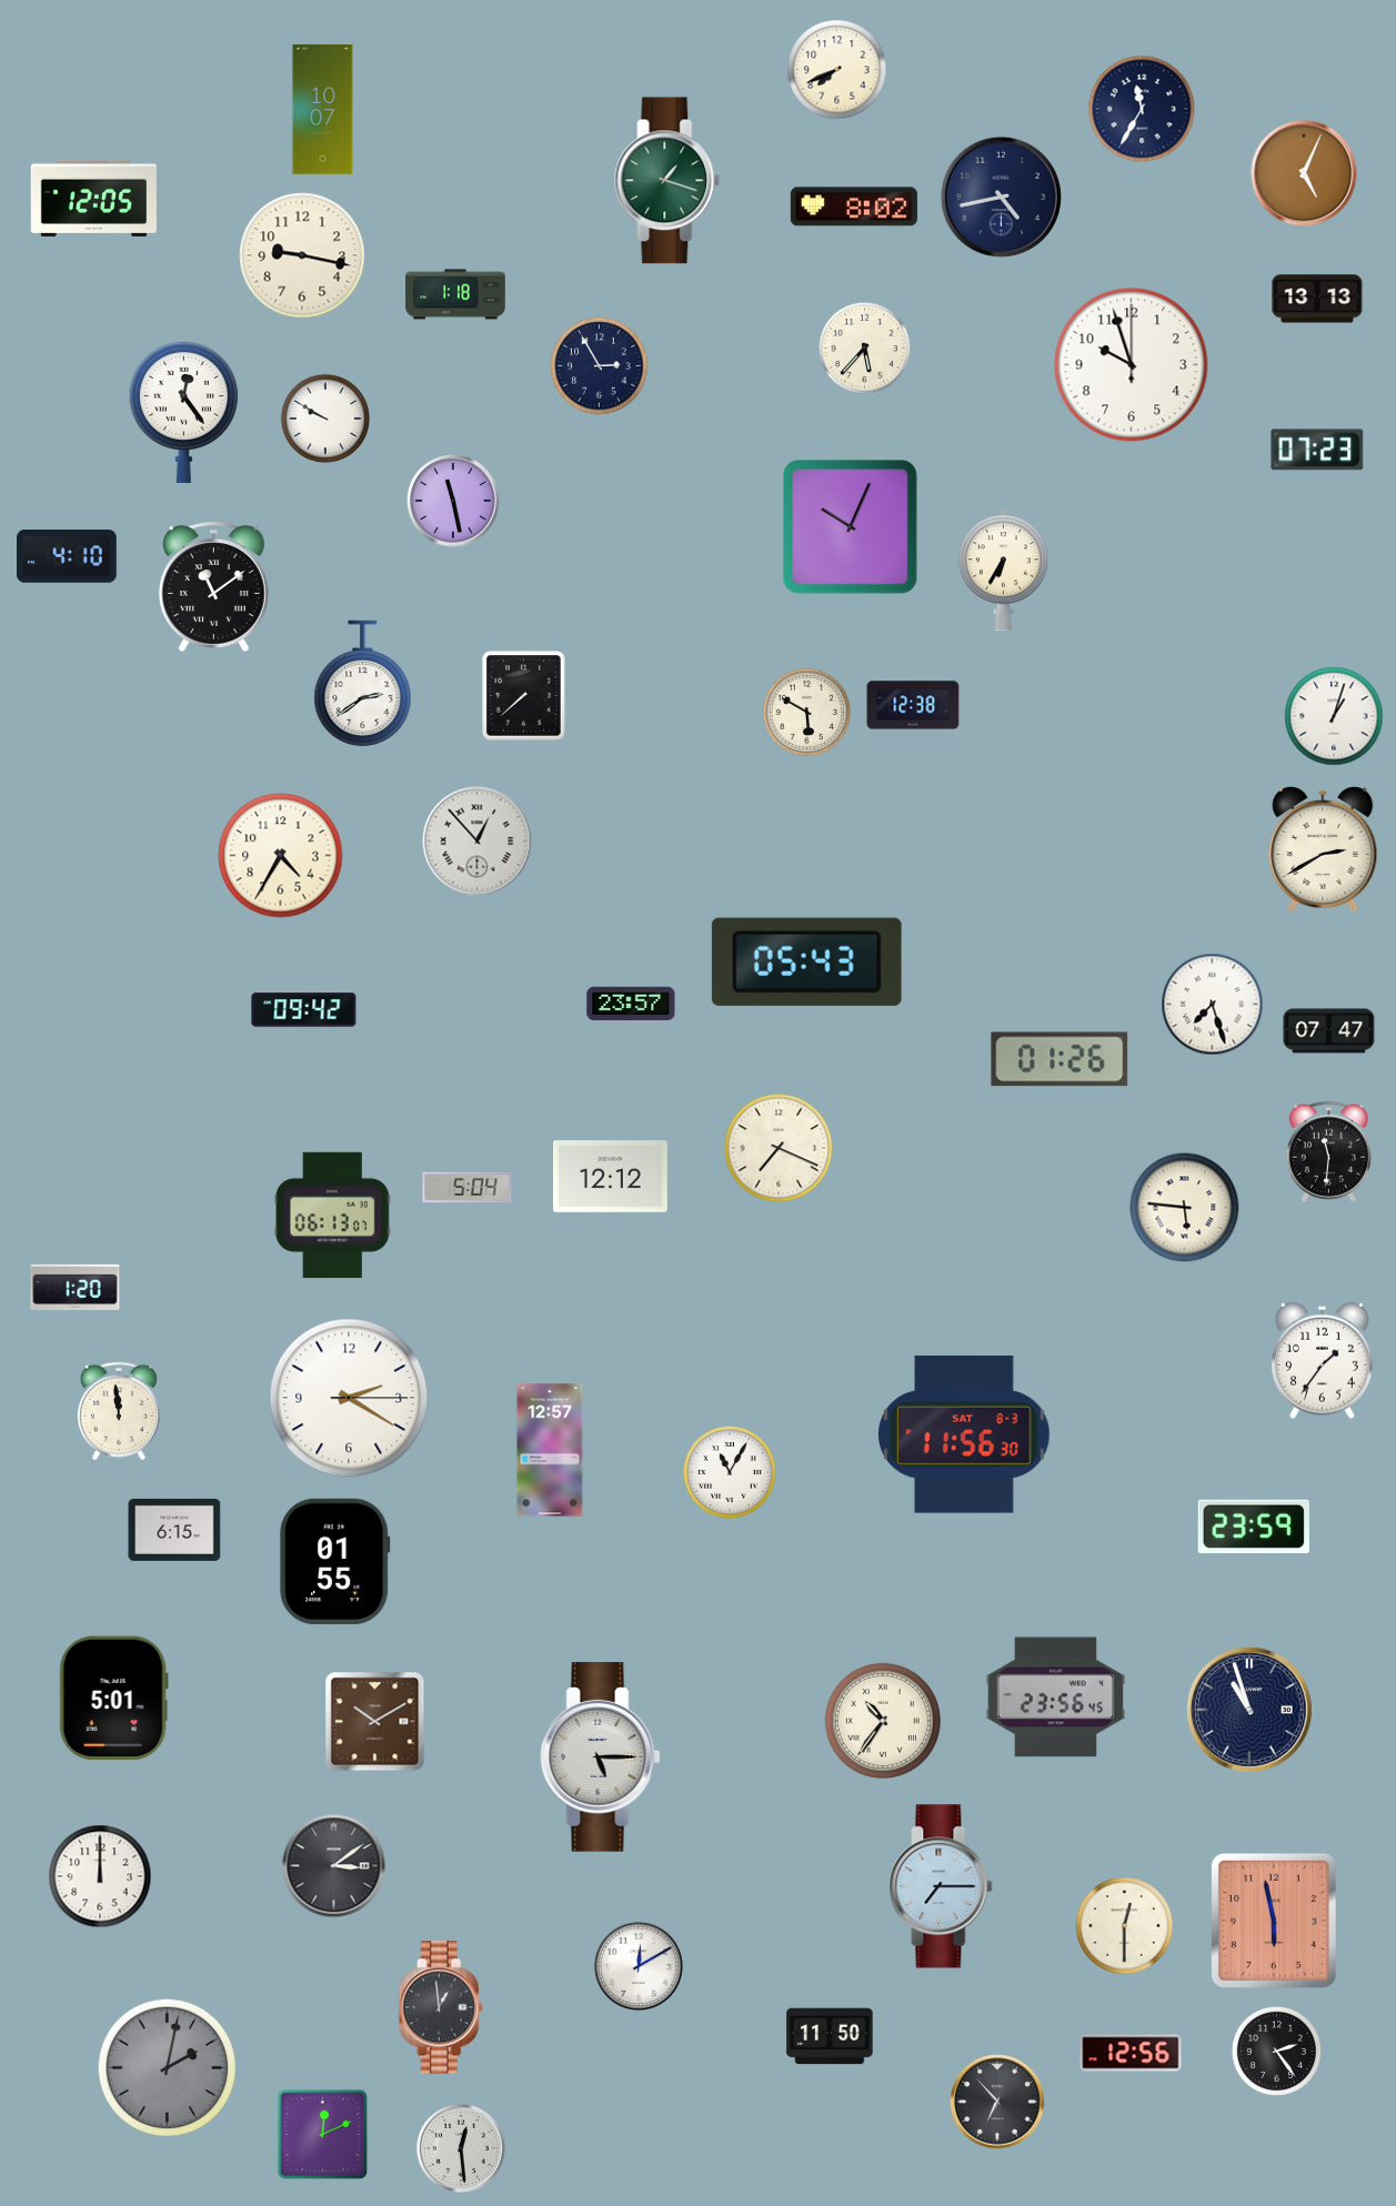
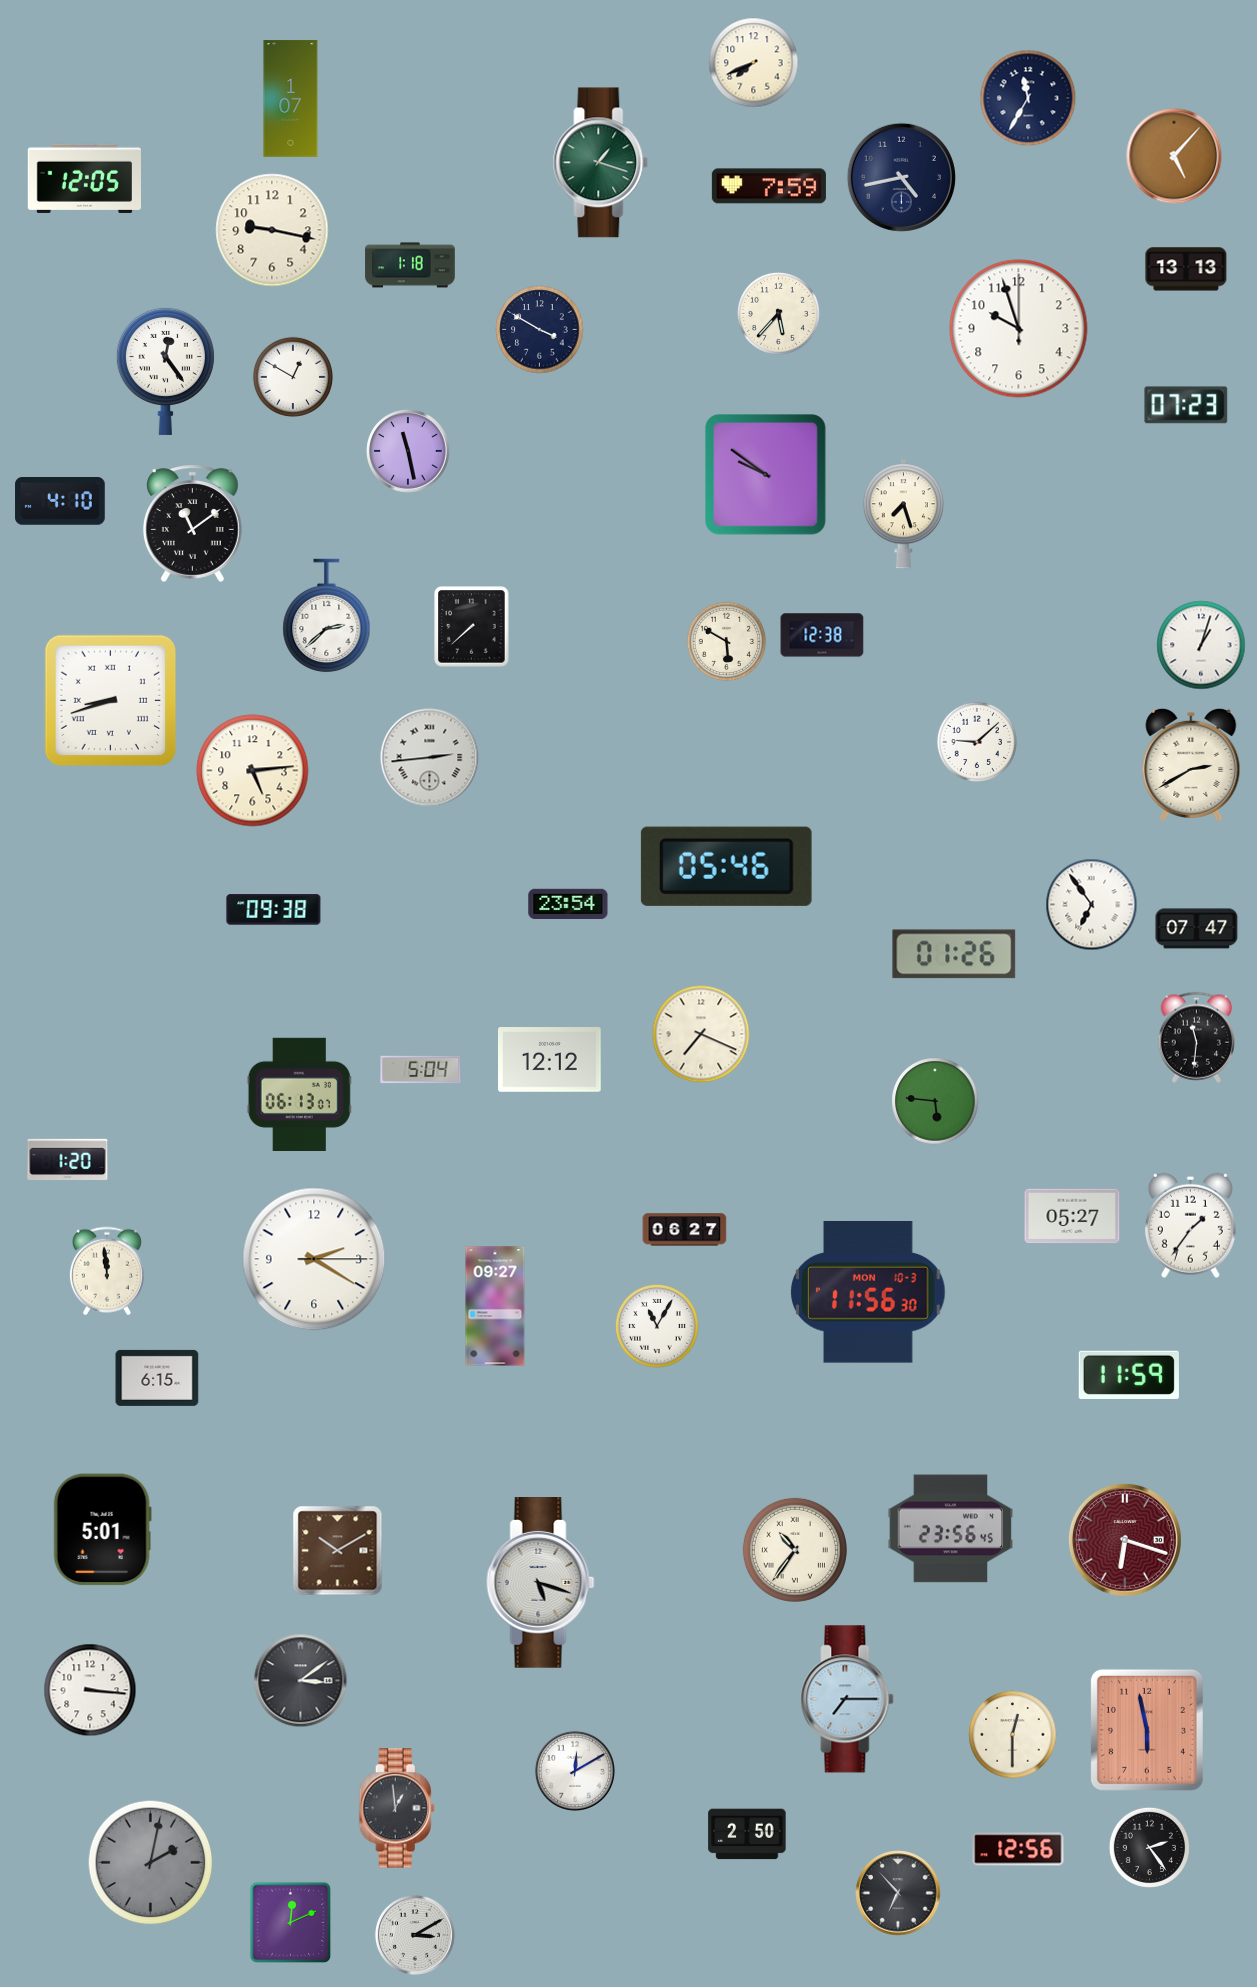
clock at (323, 110): 10:07 -> 1:07
clock at (1304, 173): 5:04 -> 5:07
clock at (854, 207): 8:02 -> 7:59
clock at (600, 366): 2:55 -> 3:50
clock at (324, 417): 9:50 -> 12:50
clock at (851, 527): 10:04 -> 9:51
clock at (1003, 571): 6:35 -> 7:27
clock at (213, 586) position: (213, 586) -> (192, 523)
clock at (363, 684): 2:39 -> 2:38
clock at (111, 701): none -> 8:42
clock at (976, 741): none -> 9:08
clock at (478, 842): 12:53 -> 2:44
clock at (281, 856): 4:35 -> 5:14
clock at (806, 961): 05:43 -> 05:46
clock at (631, 1003): 23:57 -> 23:54
clock at (1213, 1005): 7:27 -> 6:54
clock at (304, 1010): 09:42 -> 09:38
clock at (1185, 1208): 5:46 -> none
clock at (935, 1101): none -> 5:46
clock at (1072, 1216): none -> 05:27
clock at (685, 1230): none -> 06:27
clock at (964, 1436) date: SAT 8-3 -> MON 10-3
clock at (550, 1450): 12:57 -> 09:27
clock at (1254, 1525): 23:59 -> 11:59
clock at (335, 1561): 01:55 -> none
clock at (1249, 1710): 10:57 -> 6:18
clock at (1249, 1710) dial: navy -> burgundy
clock at (601, 1757): 5:15 -> 5:18
clock at (100, 1876): 12:00 -> 3:16
clock at (830, 2036): 11:50 -> 2:50
clock at (461, 2148): 12:29 -> 3:10
